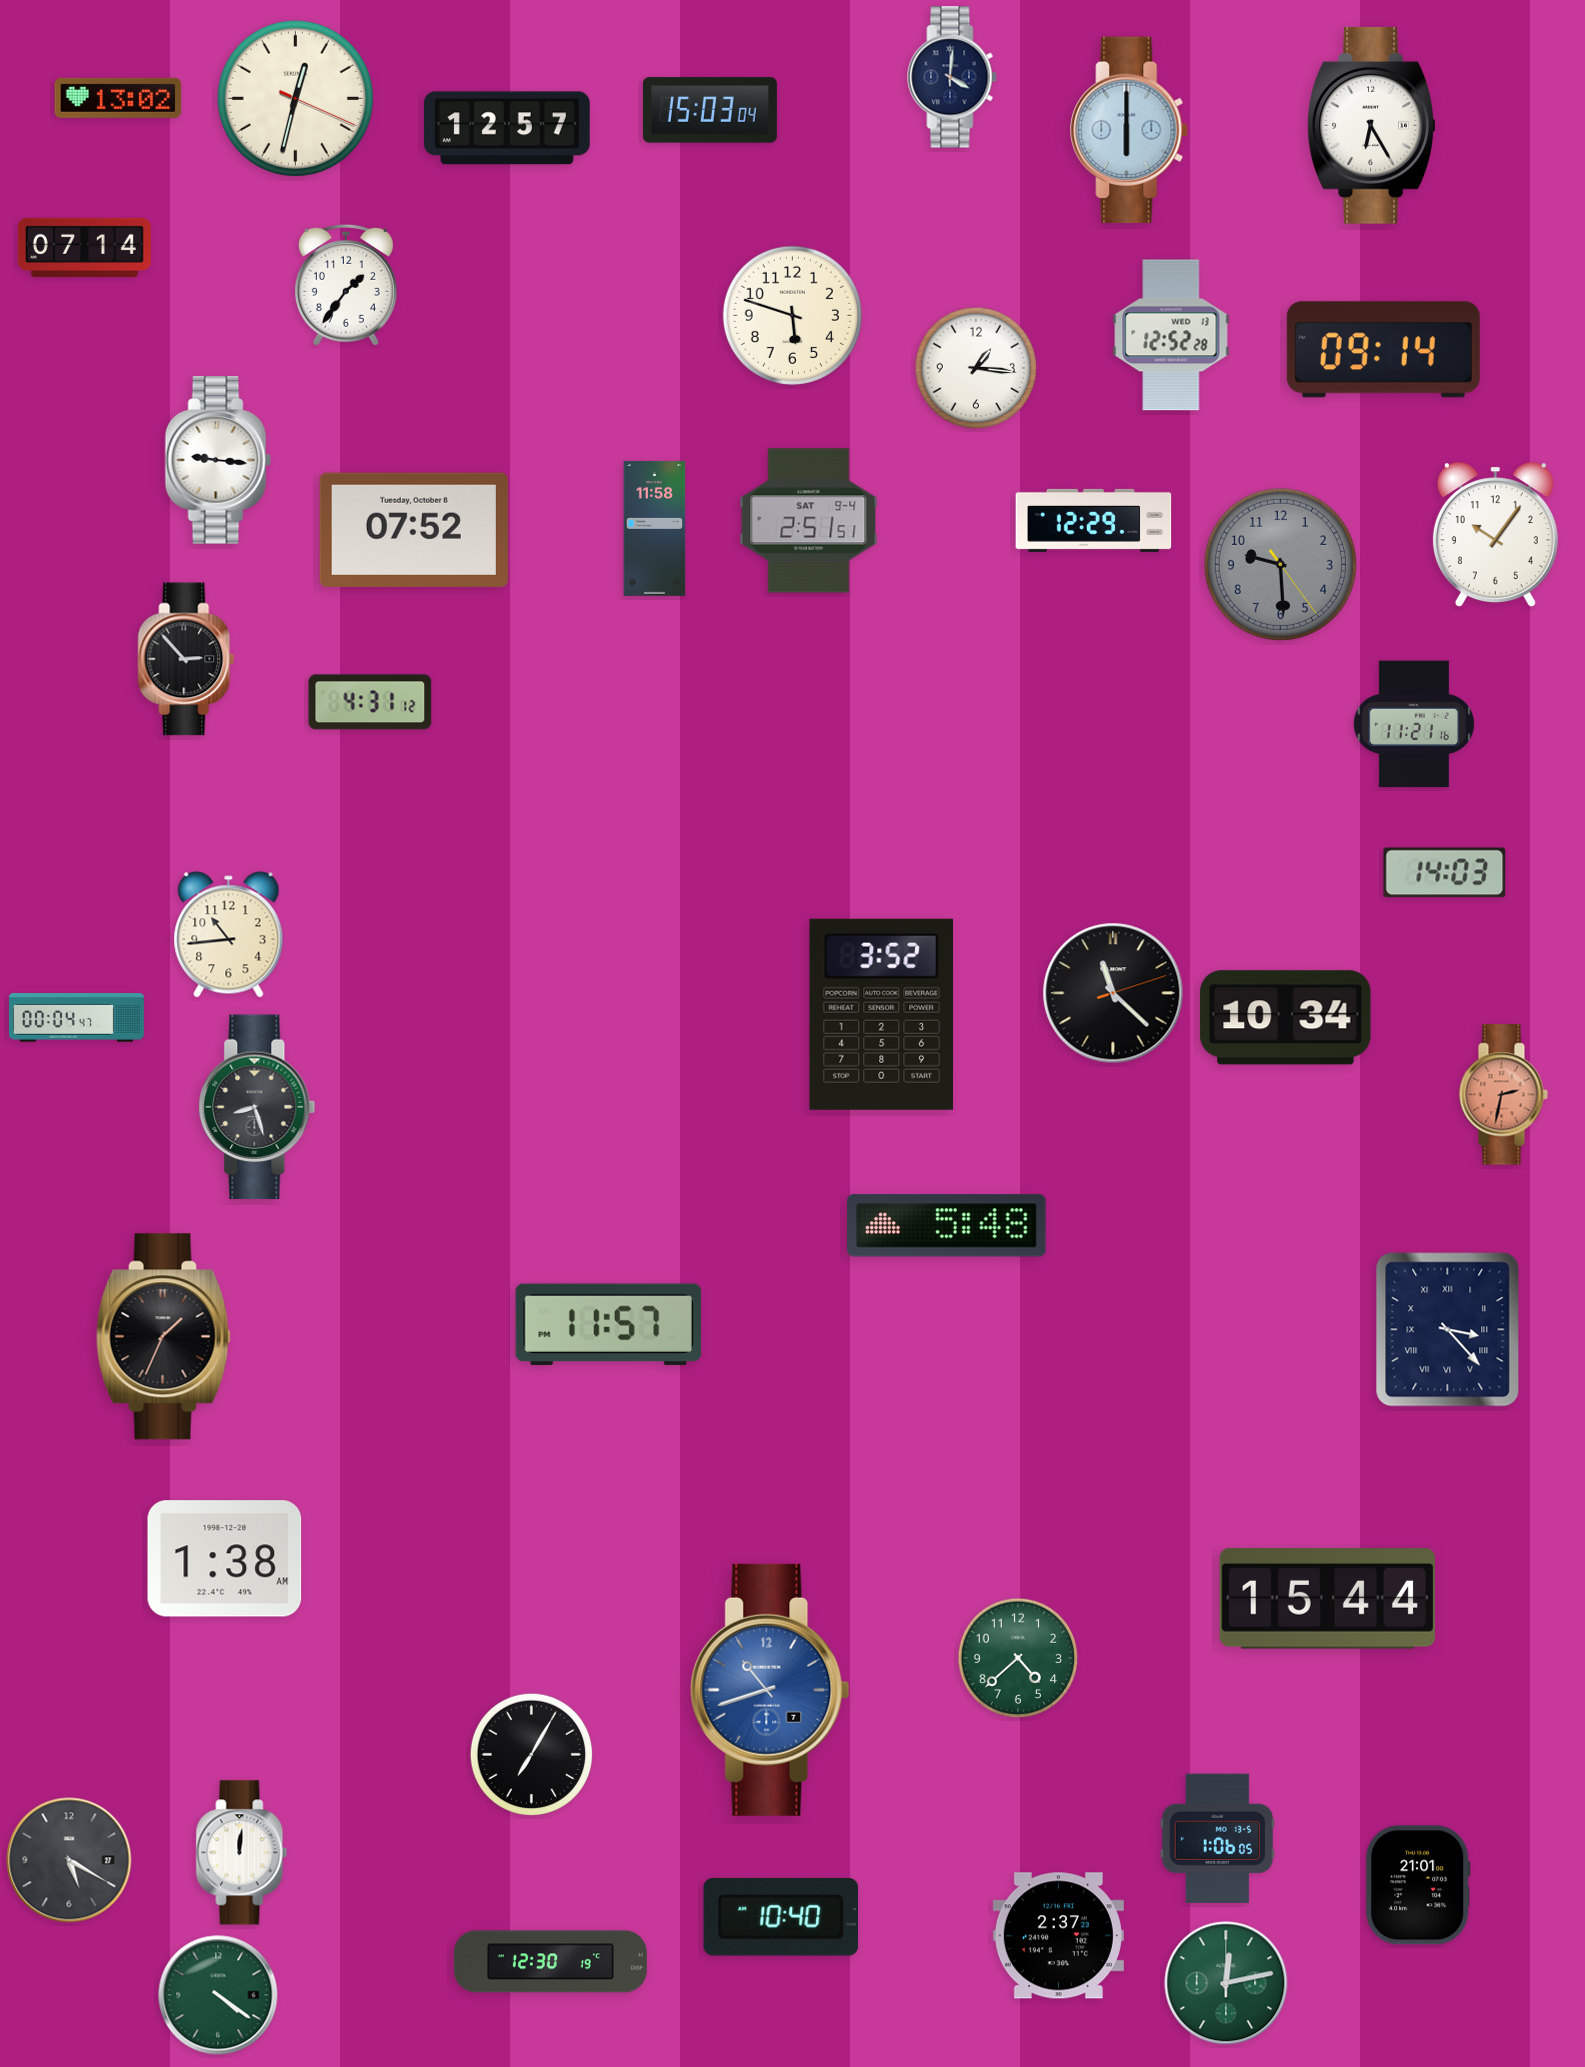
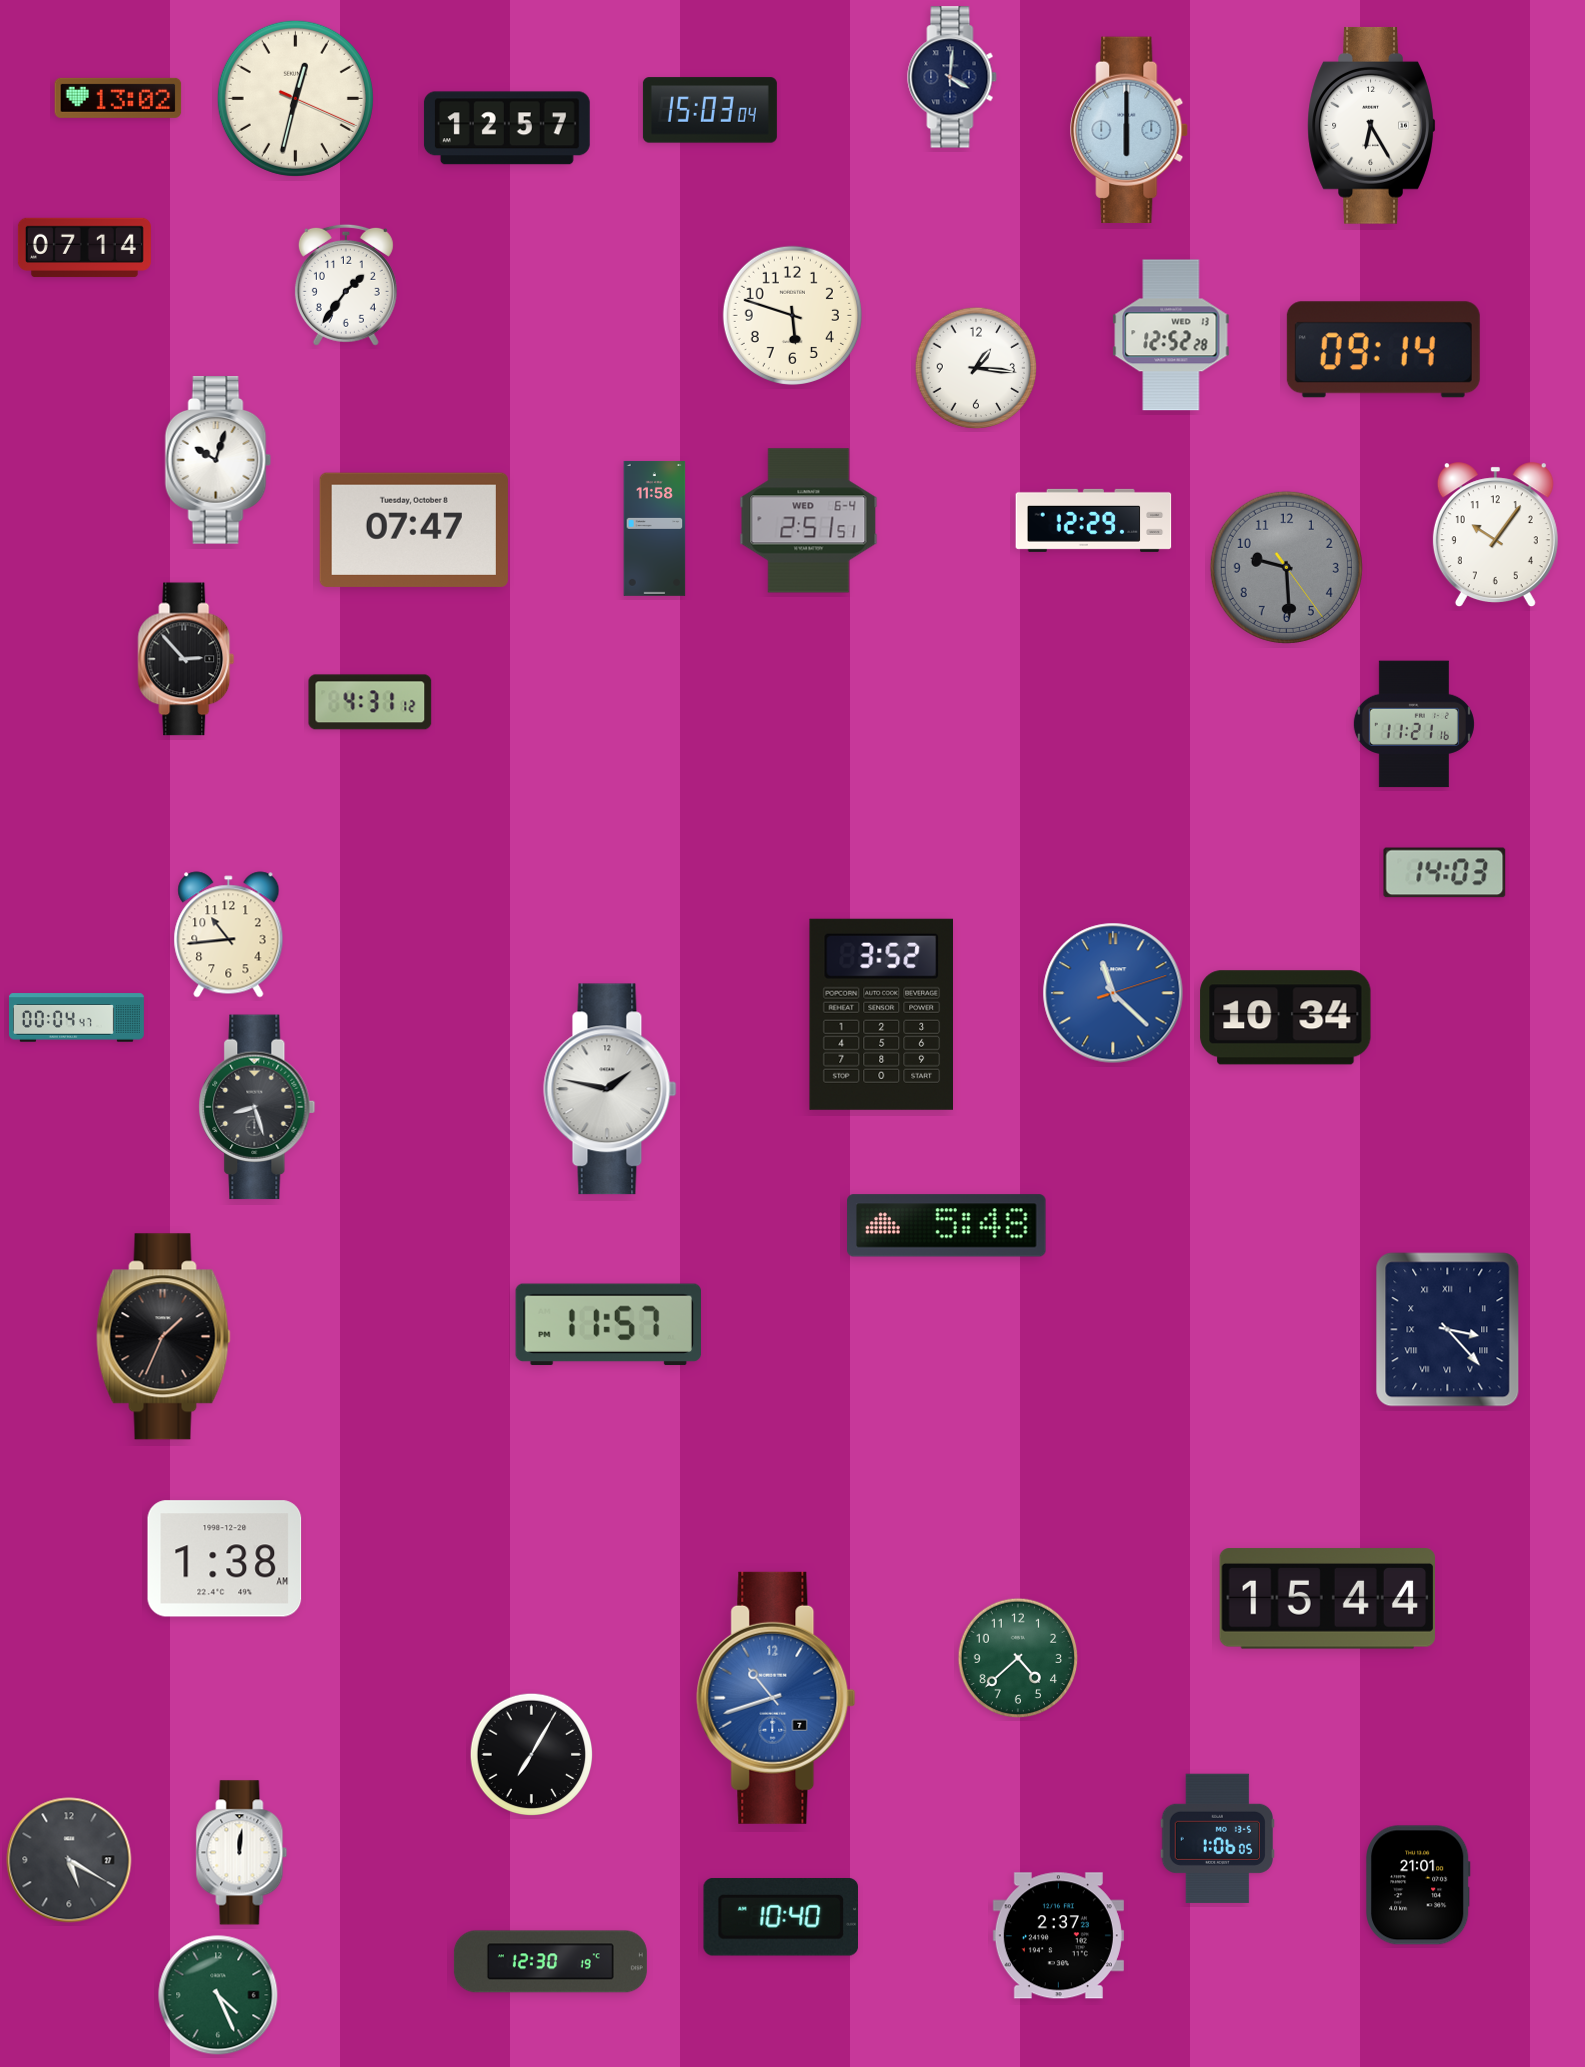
clock at (218, 460): 9:16 -> 10:03
clock at (809, 521) date: SAT 9-4 -> WED 6-4
clock at (414, 530): 07:52 -> 07:47
clock at (1280, 564) position: (1280, 564) -> (1286, 567)
clock at (1113, 993) dial: black -> blue
clock at (610, 1089): none -> 1:47
clock at (1503, 1095): 2:32 -> none
clock at (770, 1690) position: (770, 1690) -> (776, 1698)
clock at (1226, 1983): 12:13 -> none
clock at (218, 1995): 4:21 -> 4:26
